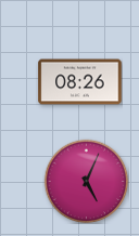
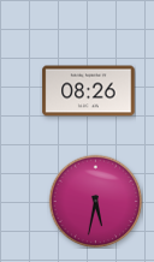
clock at (86, 181): 5:04 -> 5:32
